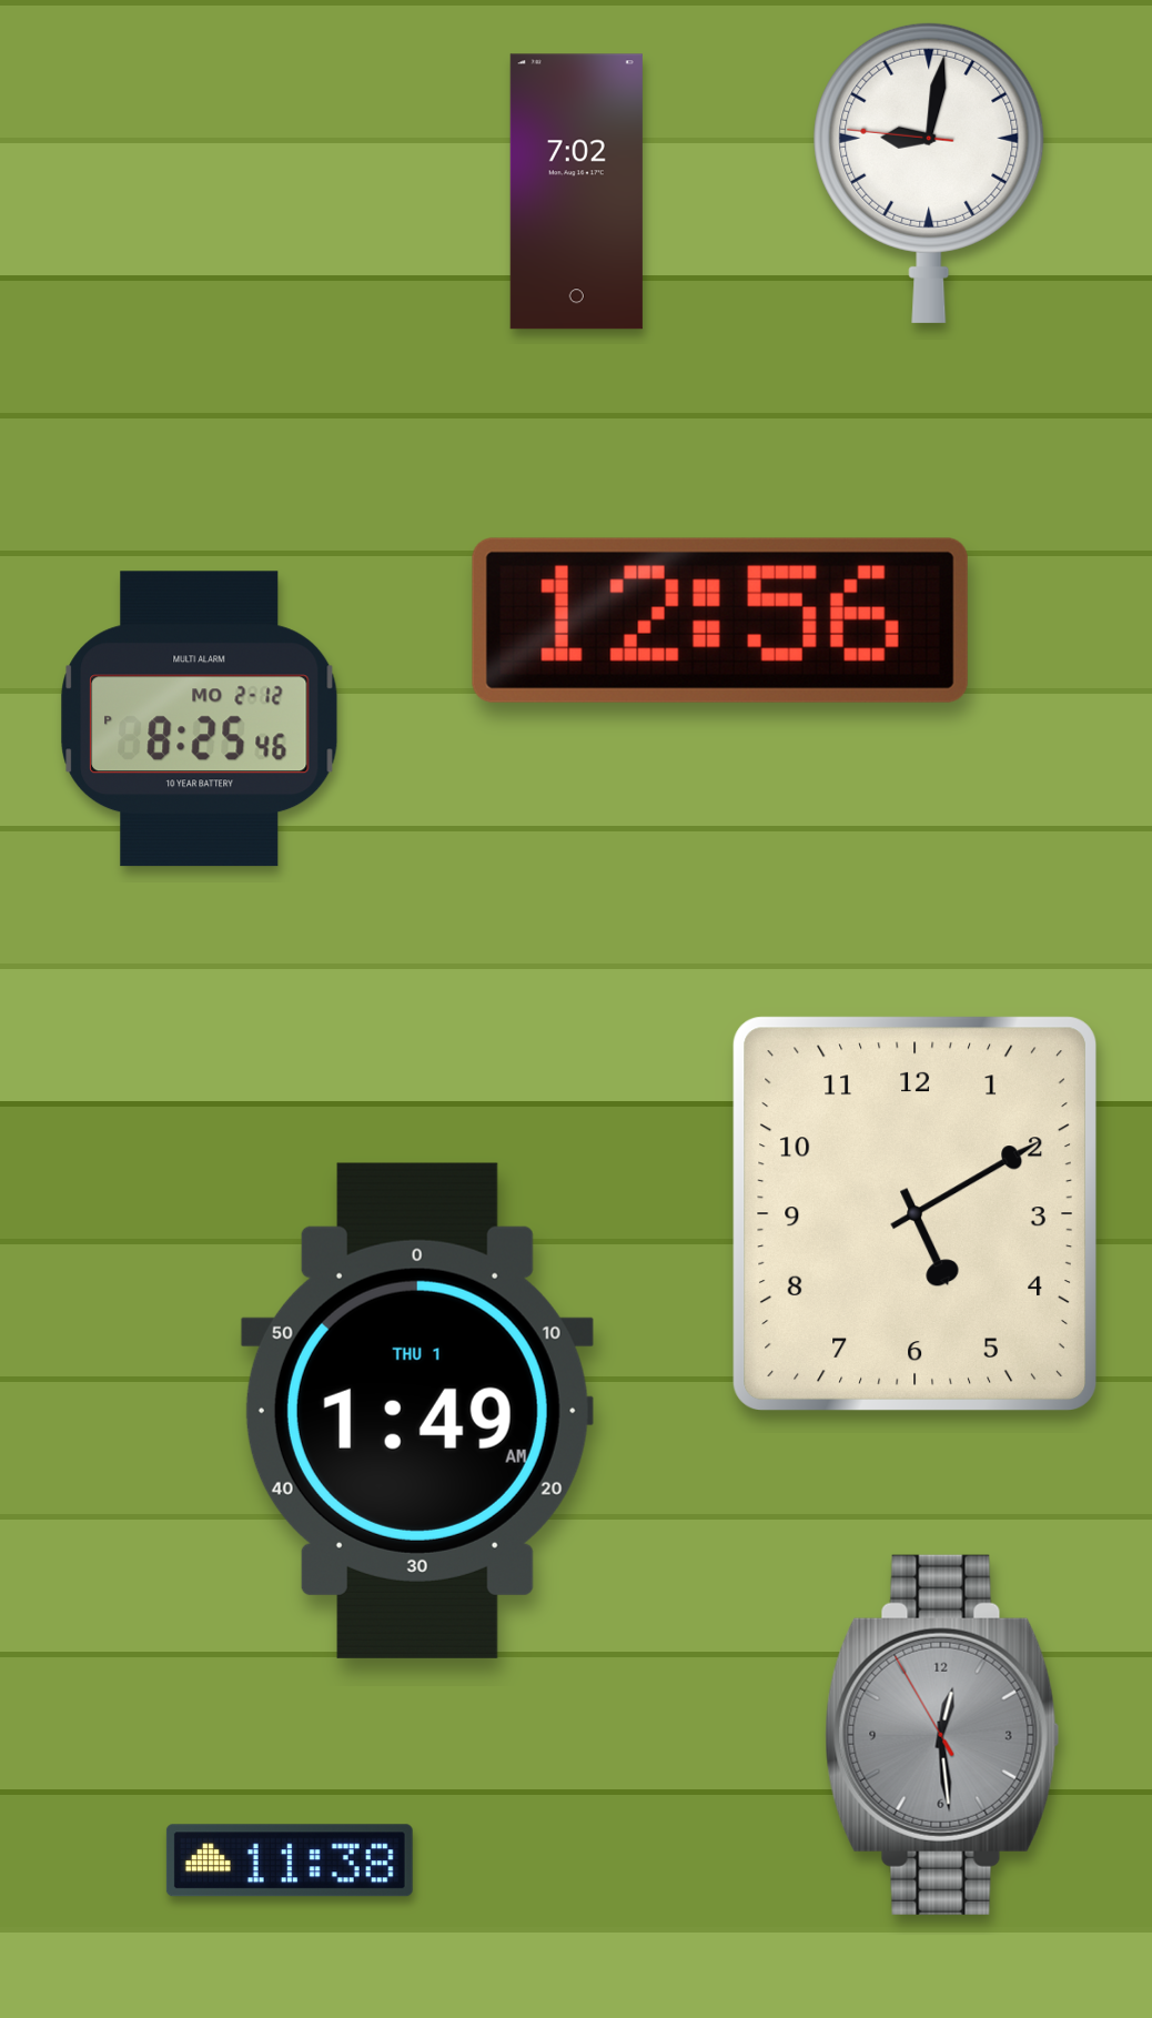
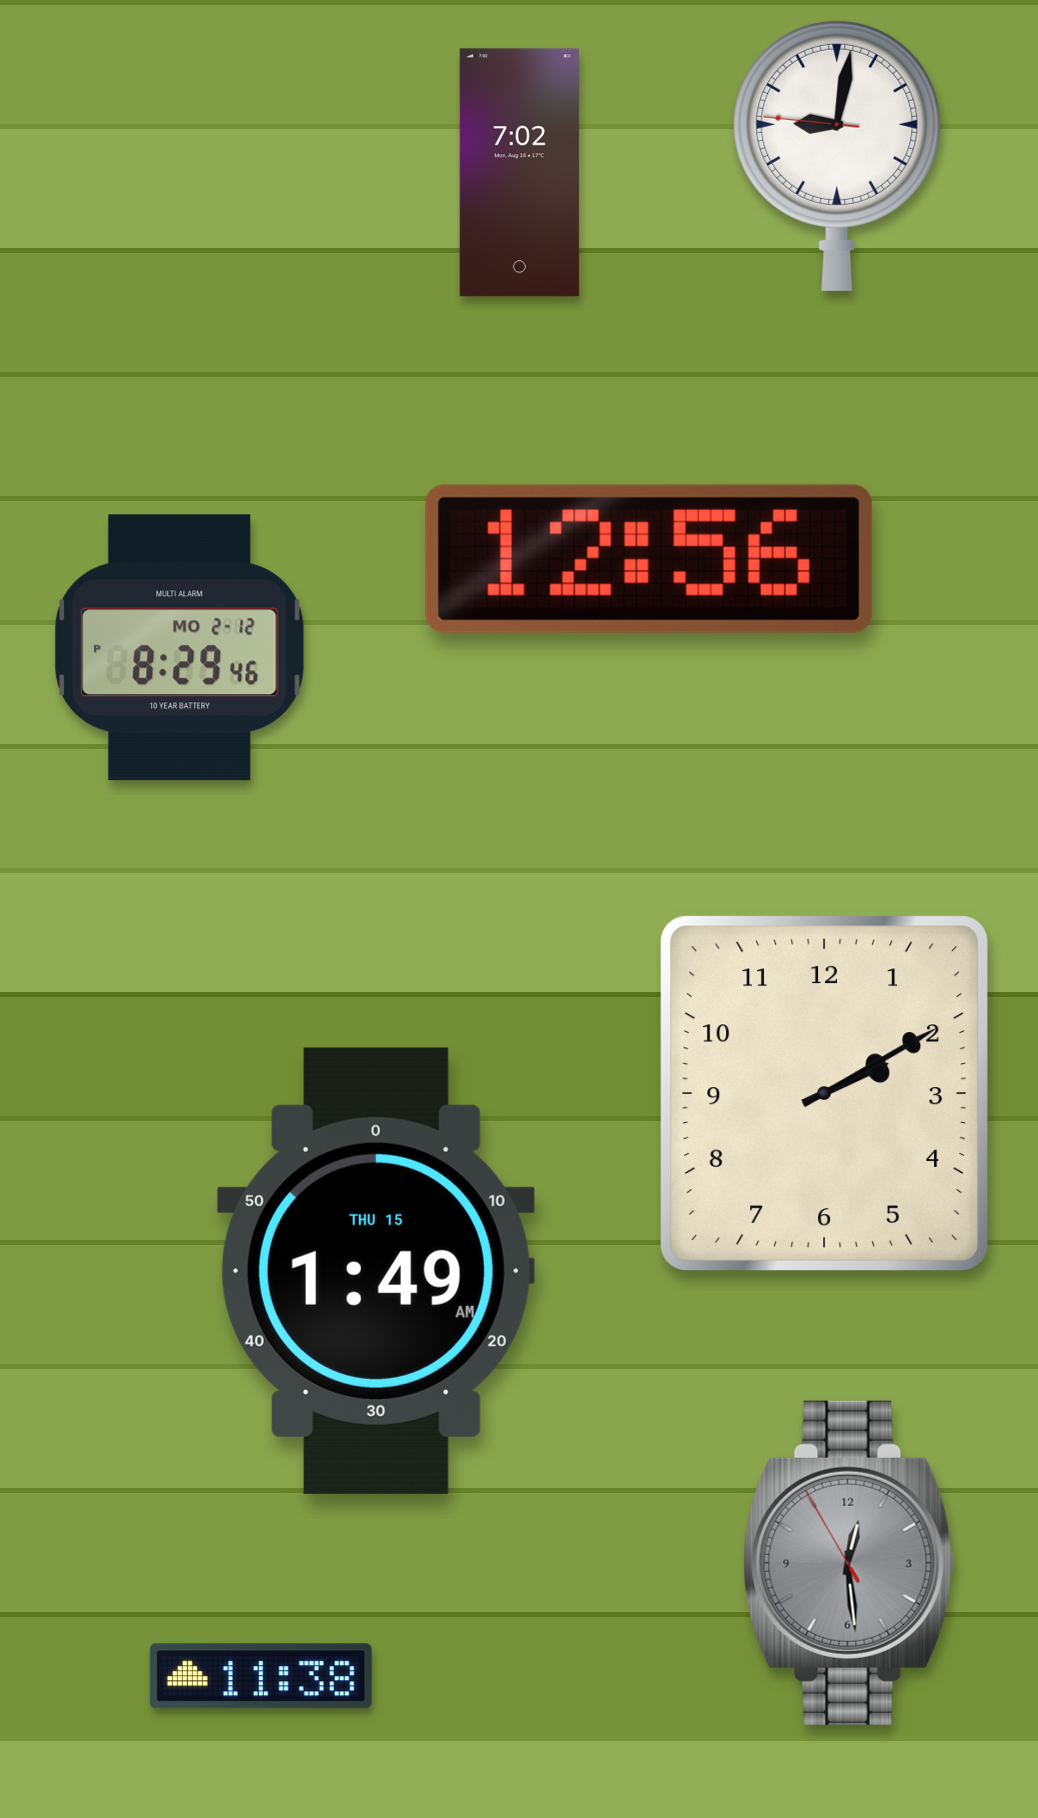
clock at (200, 719): 8:25 -> 8:29
clock at (914, 1213): 5:10 -> 2:10
clock at (417, 1411) date: THU 1 -> THU 15
